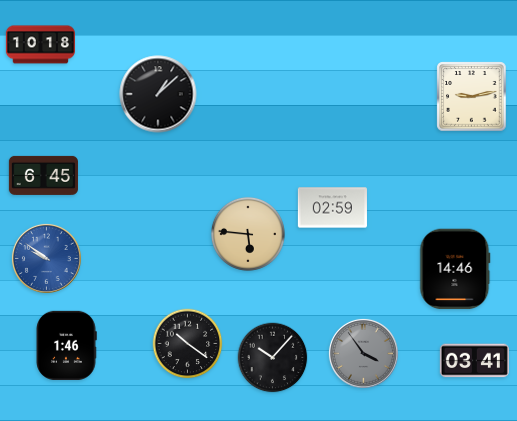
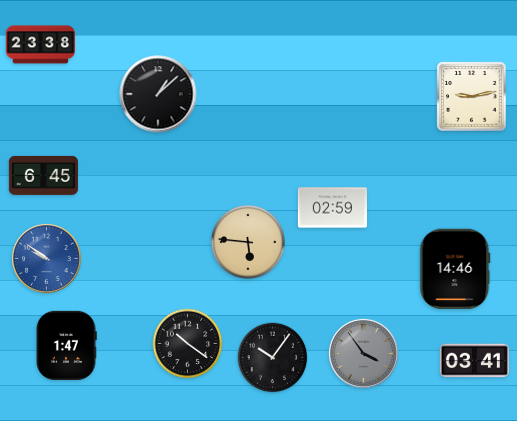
clock at (40, 45): 10:18 -> 23:38
clock at (248, 234) position: (248, 234) -> (248, 242)
clock at (66, 345): 1:46 -> 1:47
clock at (273, 358): 10:07 -> 10:06
